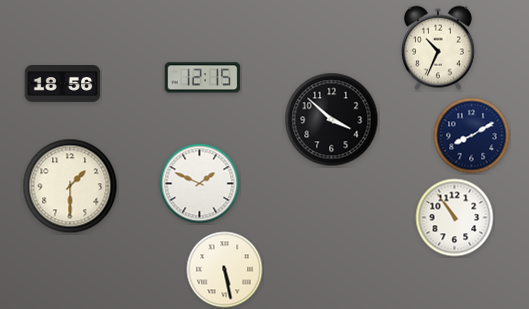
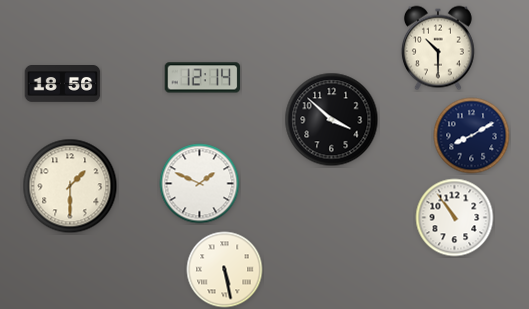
clock at (438, 48): 10:34 -> 10:30
clock at (203, 78): 12:15 -> 12:14
